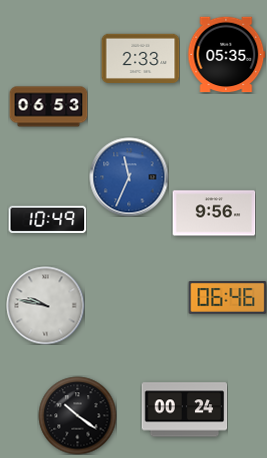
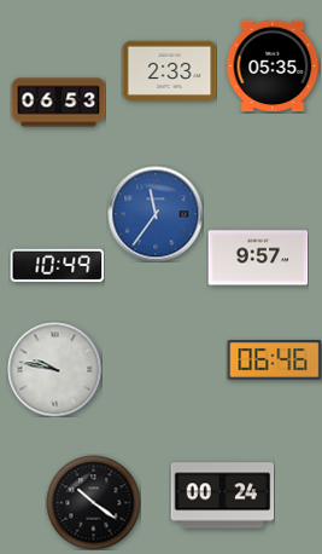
clock at (48, 107) position: (48, 107) -> (58, 103)
clock at (129, 177): 11:34 -> 11:36
clock at (214, 213): 9:56 -> 9:57
